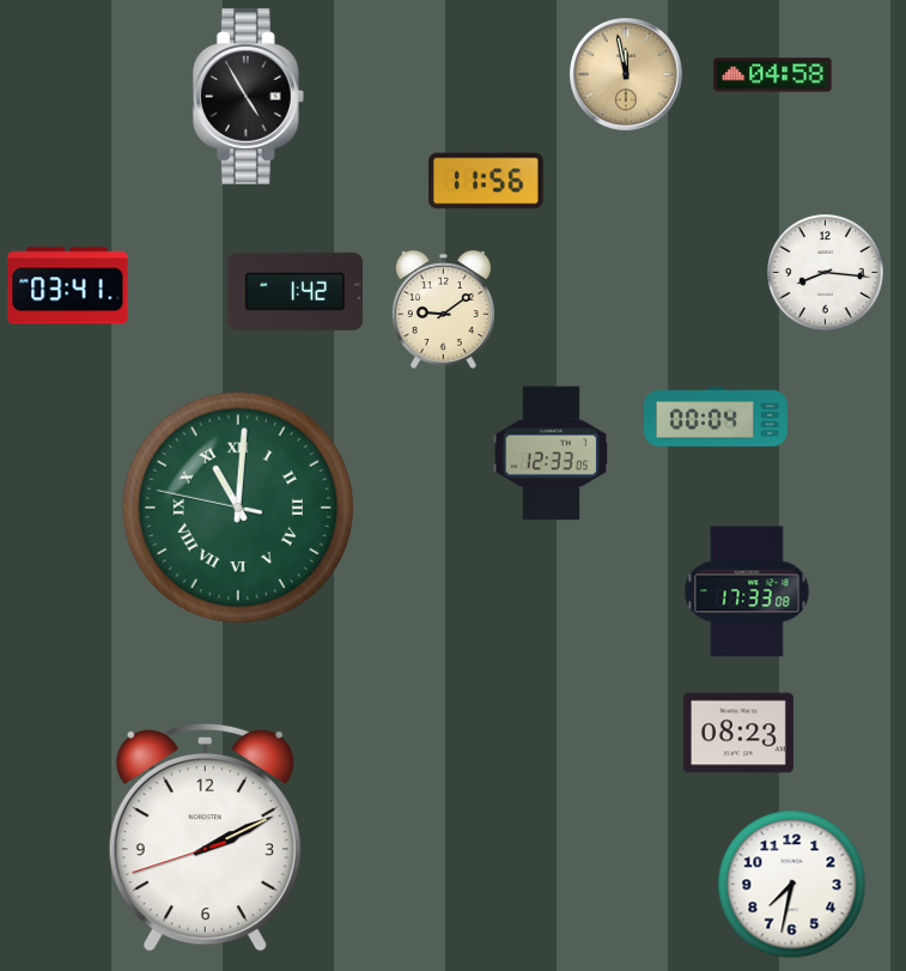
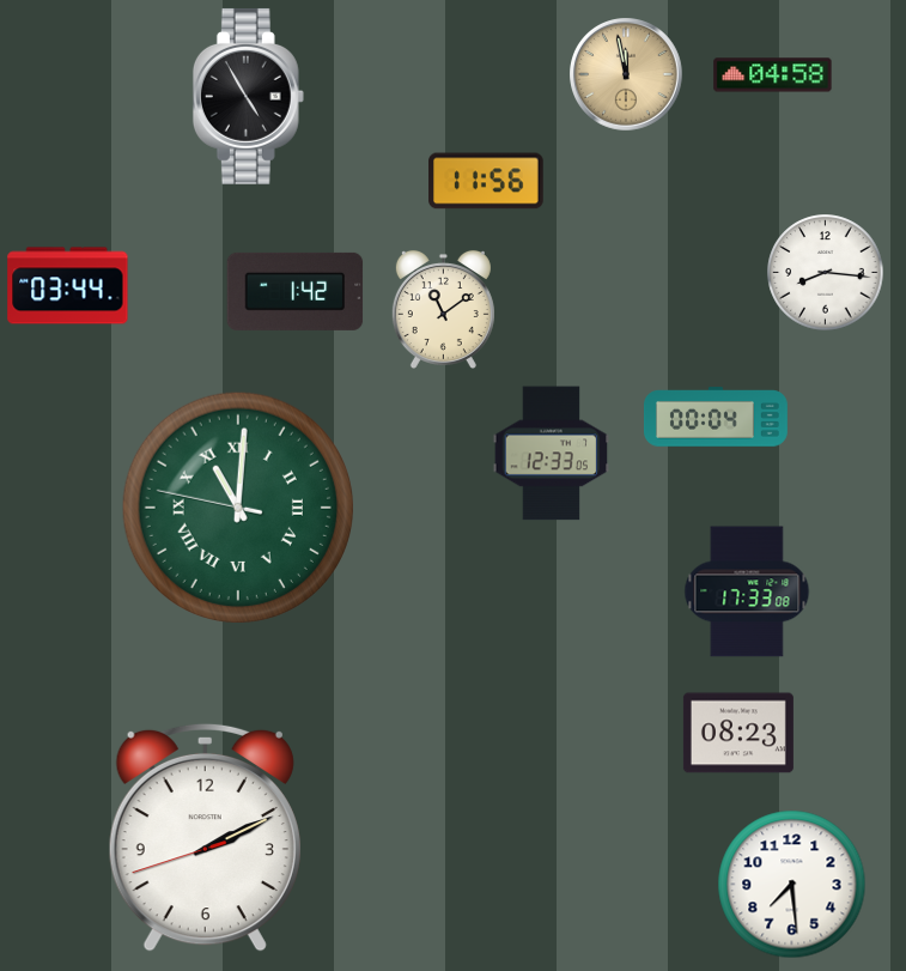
clock at (68, 286): 03:41 -> 03:44
clock at (443, 309): 9:09 -> 11:09
clock at (792, 885): 7:32 -> 7:29
